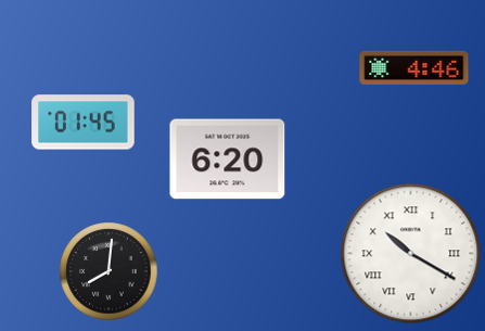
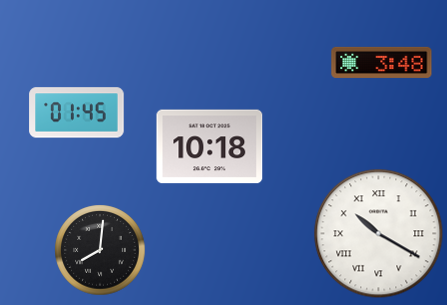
clock at (414, 67): 4:46 -> 3:48
clock at (228, 160): 6:20 -> 10:18
